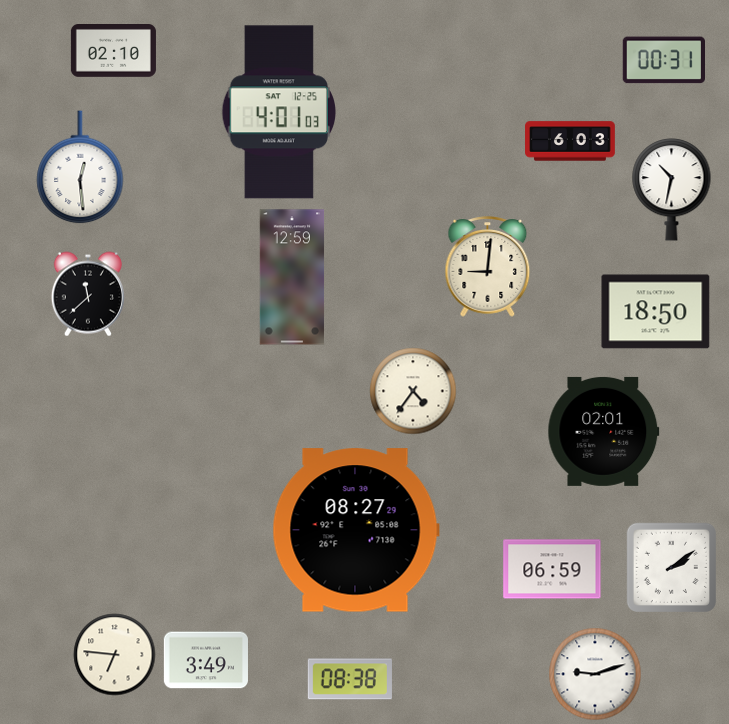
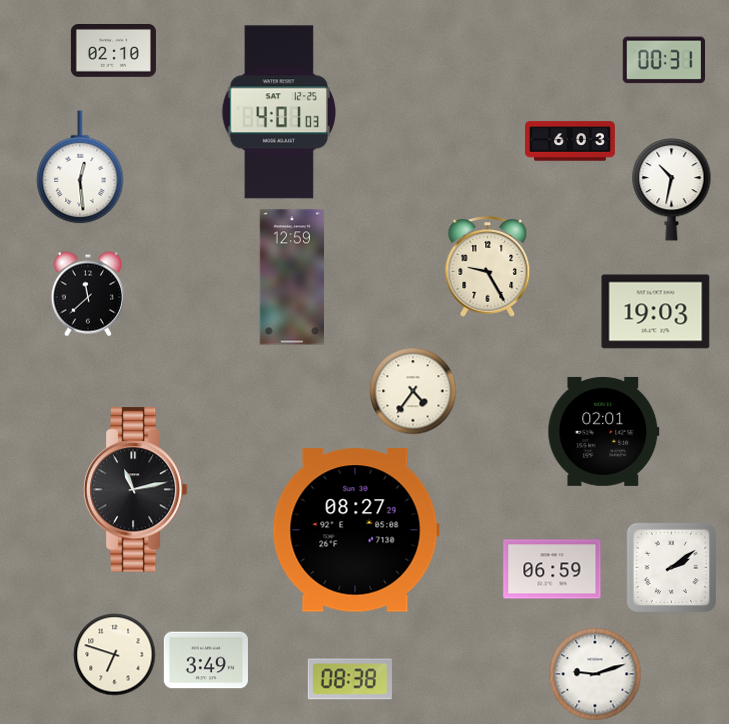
clock at (488, 267): 9:01 -> 9:25
clock at (656, 312): 18:50 -> 19:03
clock at (135, 490): none -> 11:13
clock at (115, 655): 6:46 -> 6:48
